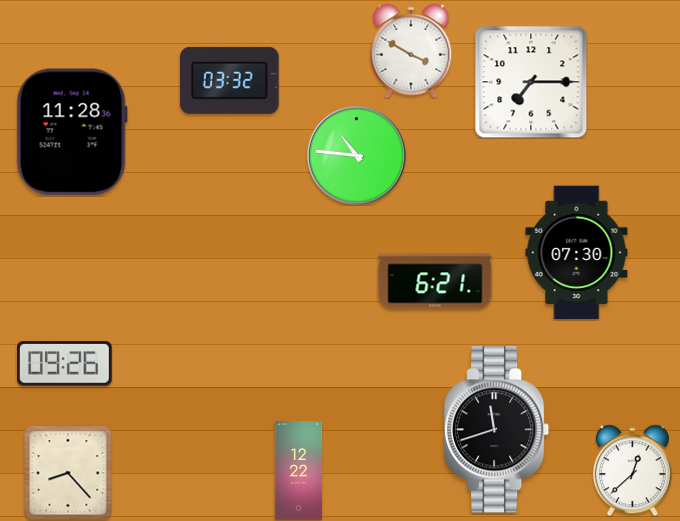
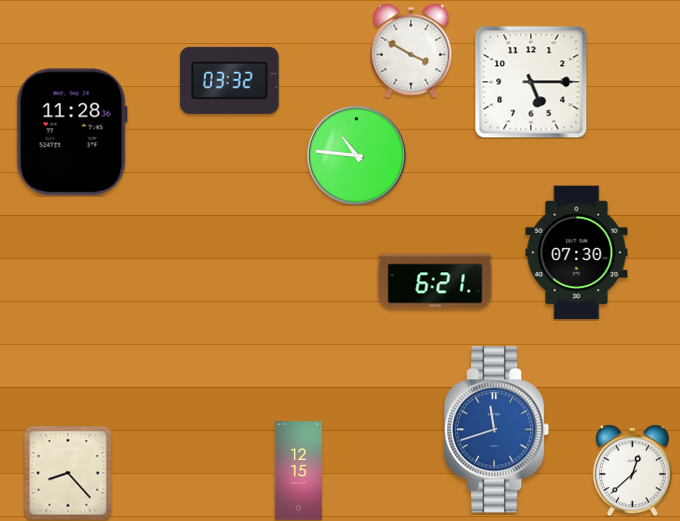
clock at (531, 82): 7:15 -> 5:15
clock at (65, 364): 09:26 -> none
clock at (497, 430) dial: black -> blue
clock at (299, 471): 12:22 -> 12:15
